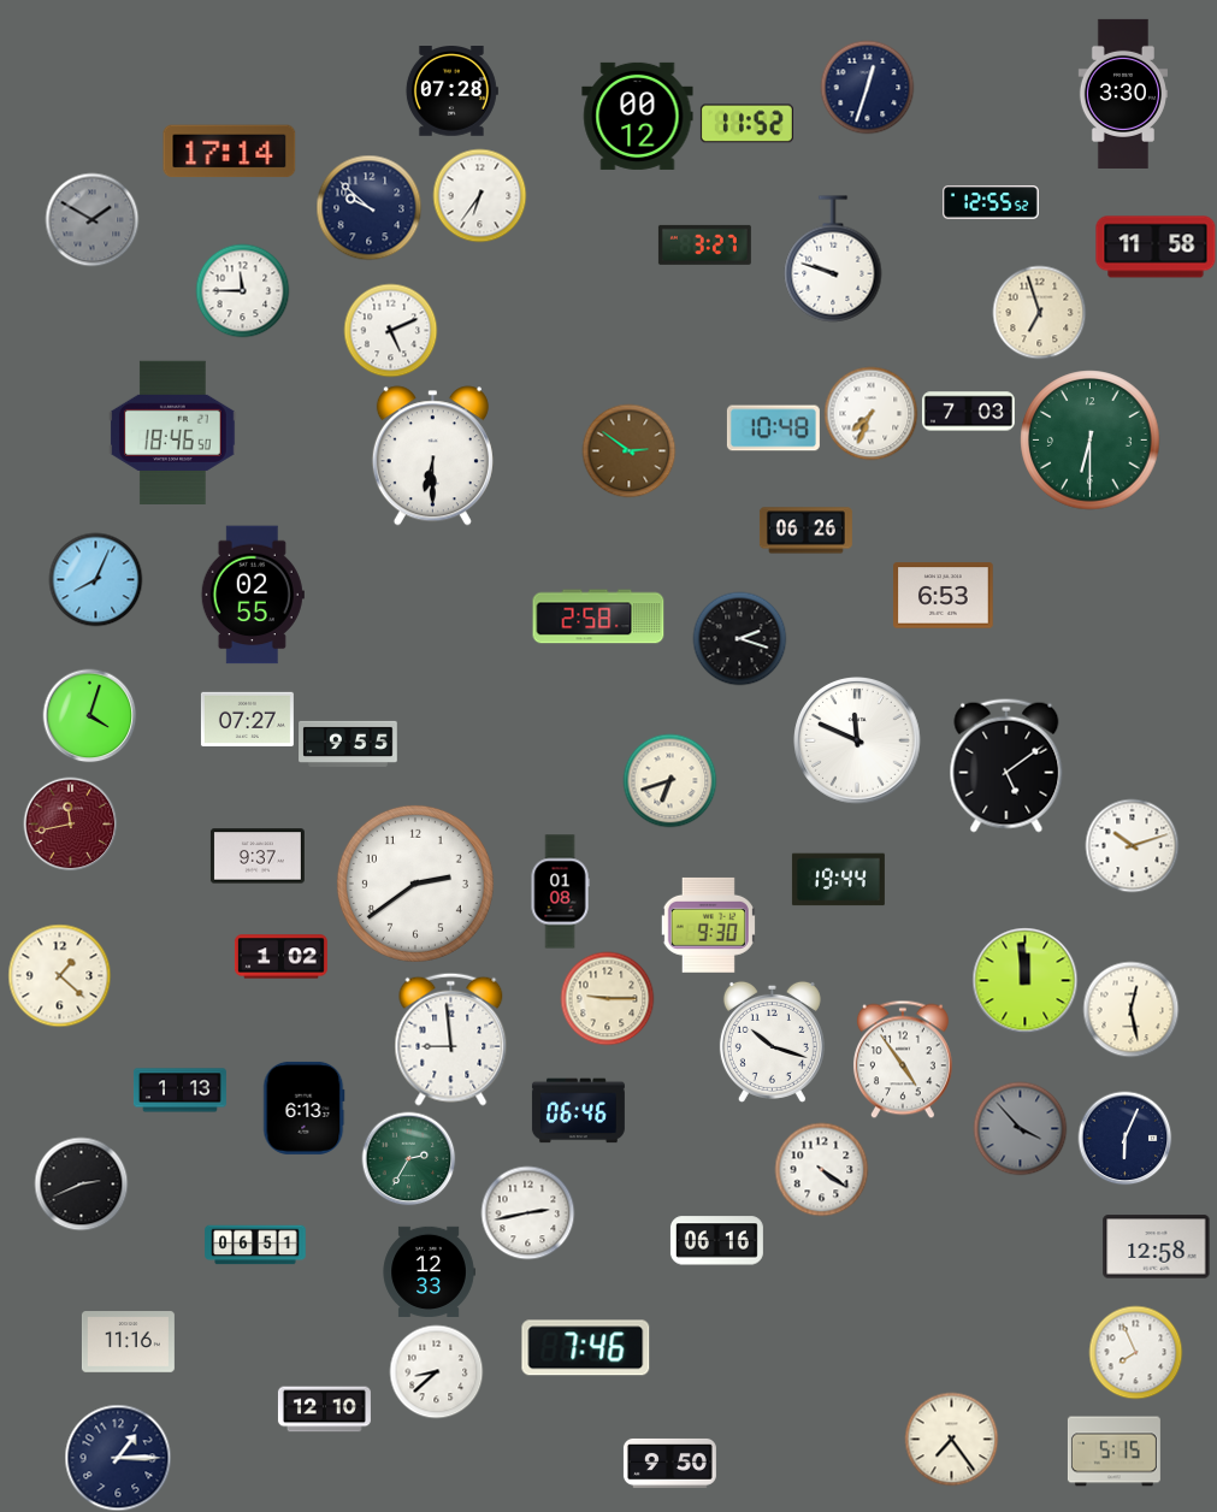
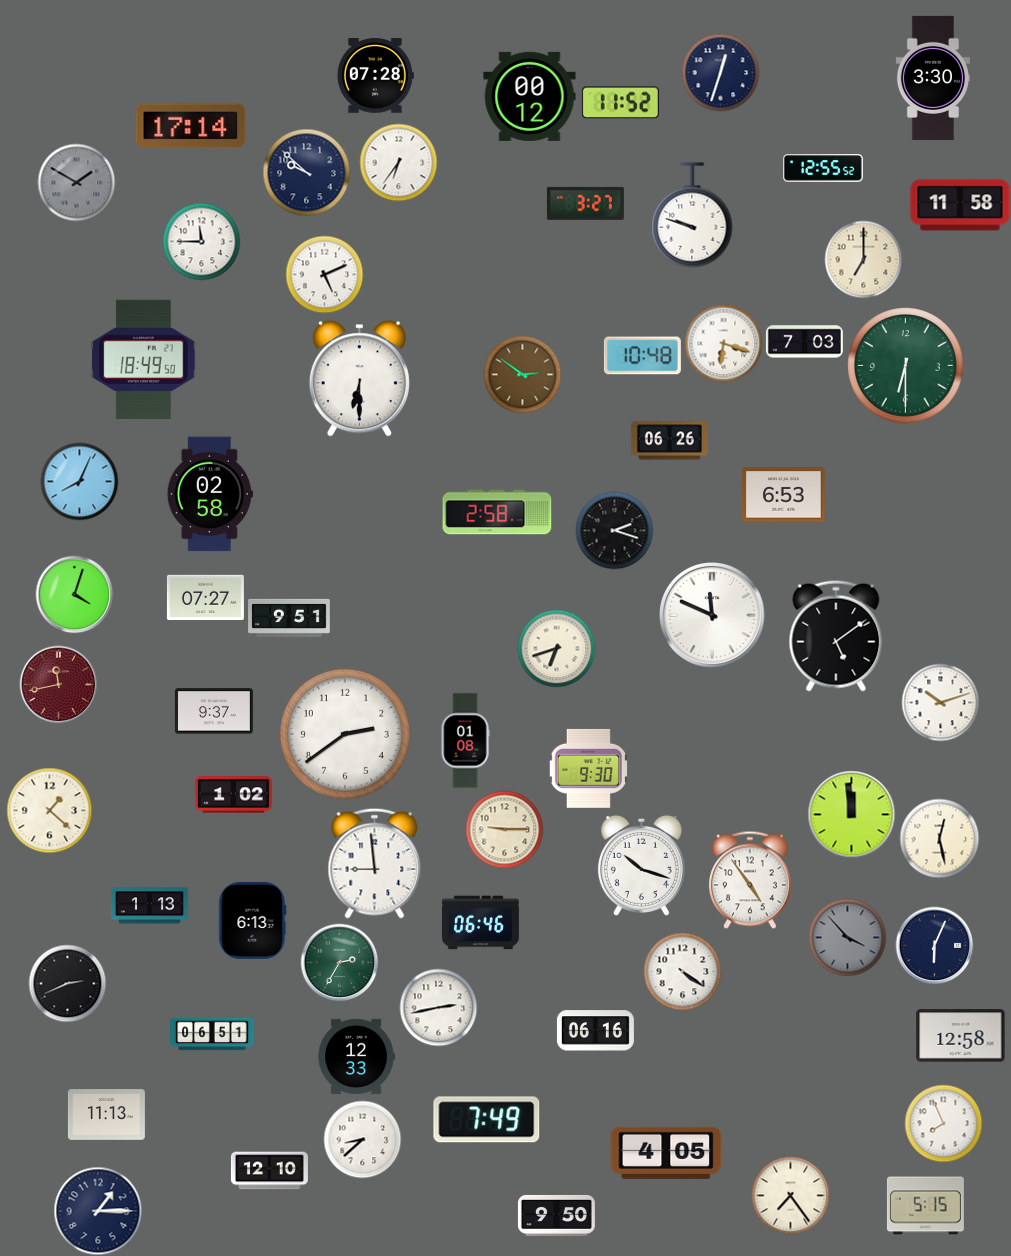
clock at (1039, 312): 6:57 -> 7:00
clock at (870, 413): 7:34 -> 6:18
clock at (173, 433): 18:46 -> 18:49
clock at (253, 595): 02:55 -> 02:58
clock at (348, 744): 9:55 -> 9:51
clock at (838, 880): 19:44 -> none
clock at (128, 1342): 11:16 -> 11:13
clock at (586, 1348): 7:46 -> 7:49
clock at (666, 1153): none -> 4:05
